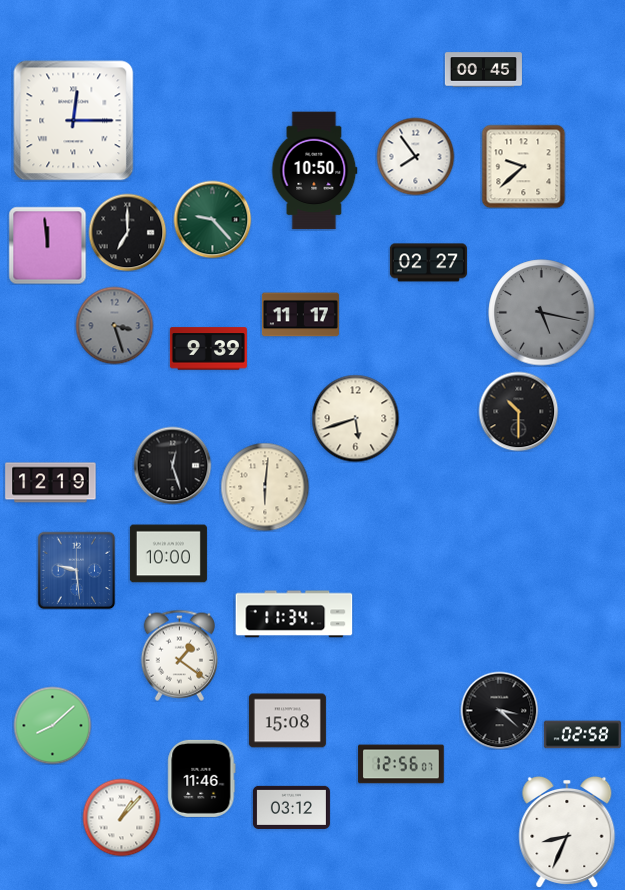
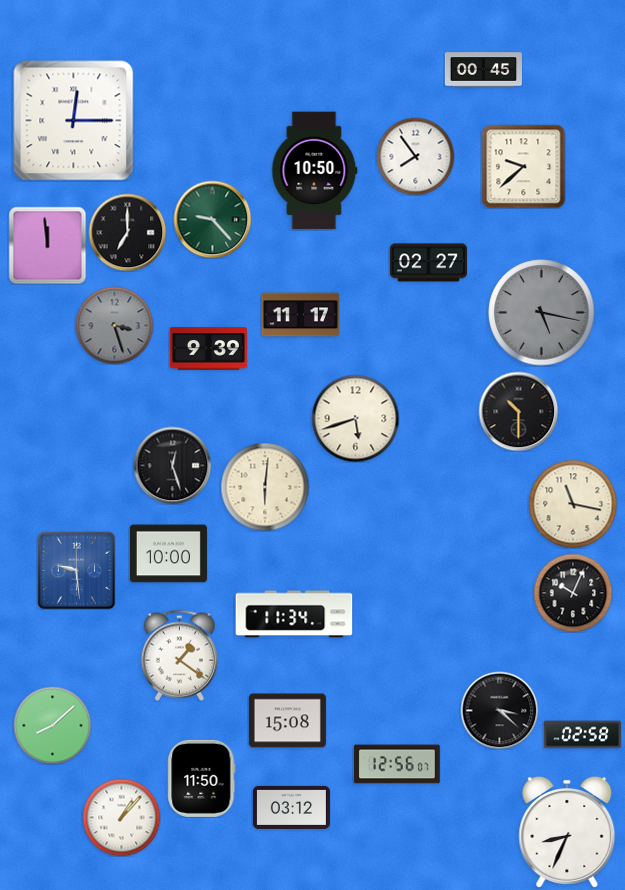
clock at (51, 483): 12:19 -> none
clock at (573, 504): none -> 11:17
clock at (573, 593): none -> 10:04
clock at (401, 764) position: (401, 764) -> (397, 764)
clock at (202, 778): 11:46 -> 11:50
